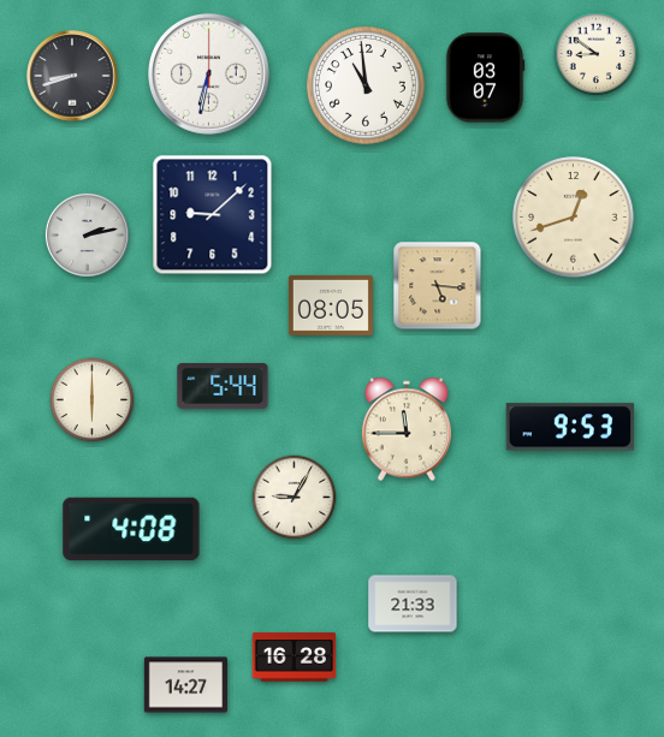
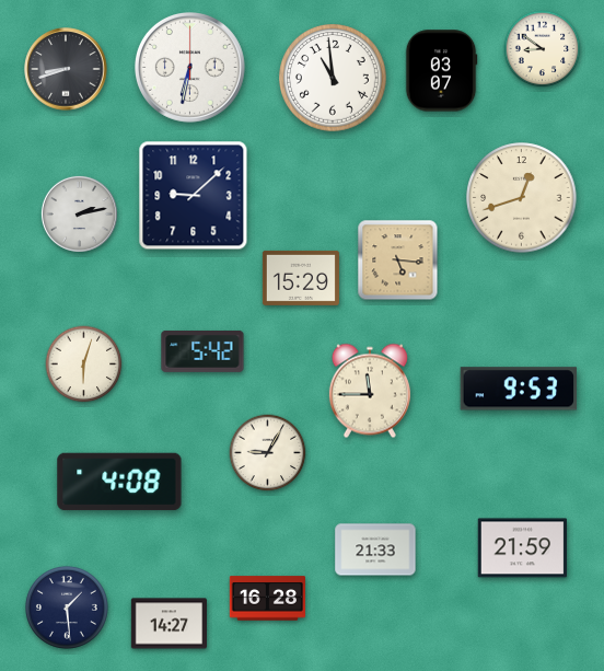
clock at (331, 305): 08:05 -> 15:29
clock at (223, 386): 5:44 -> 5:42
clock at (93, 400): 6:00 -> 6:03
clock at (523, 548): none -> 21:59
clock at (67, 608): none -> 1:29
